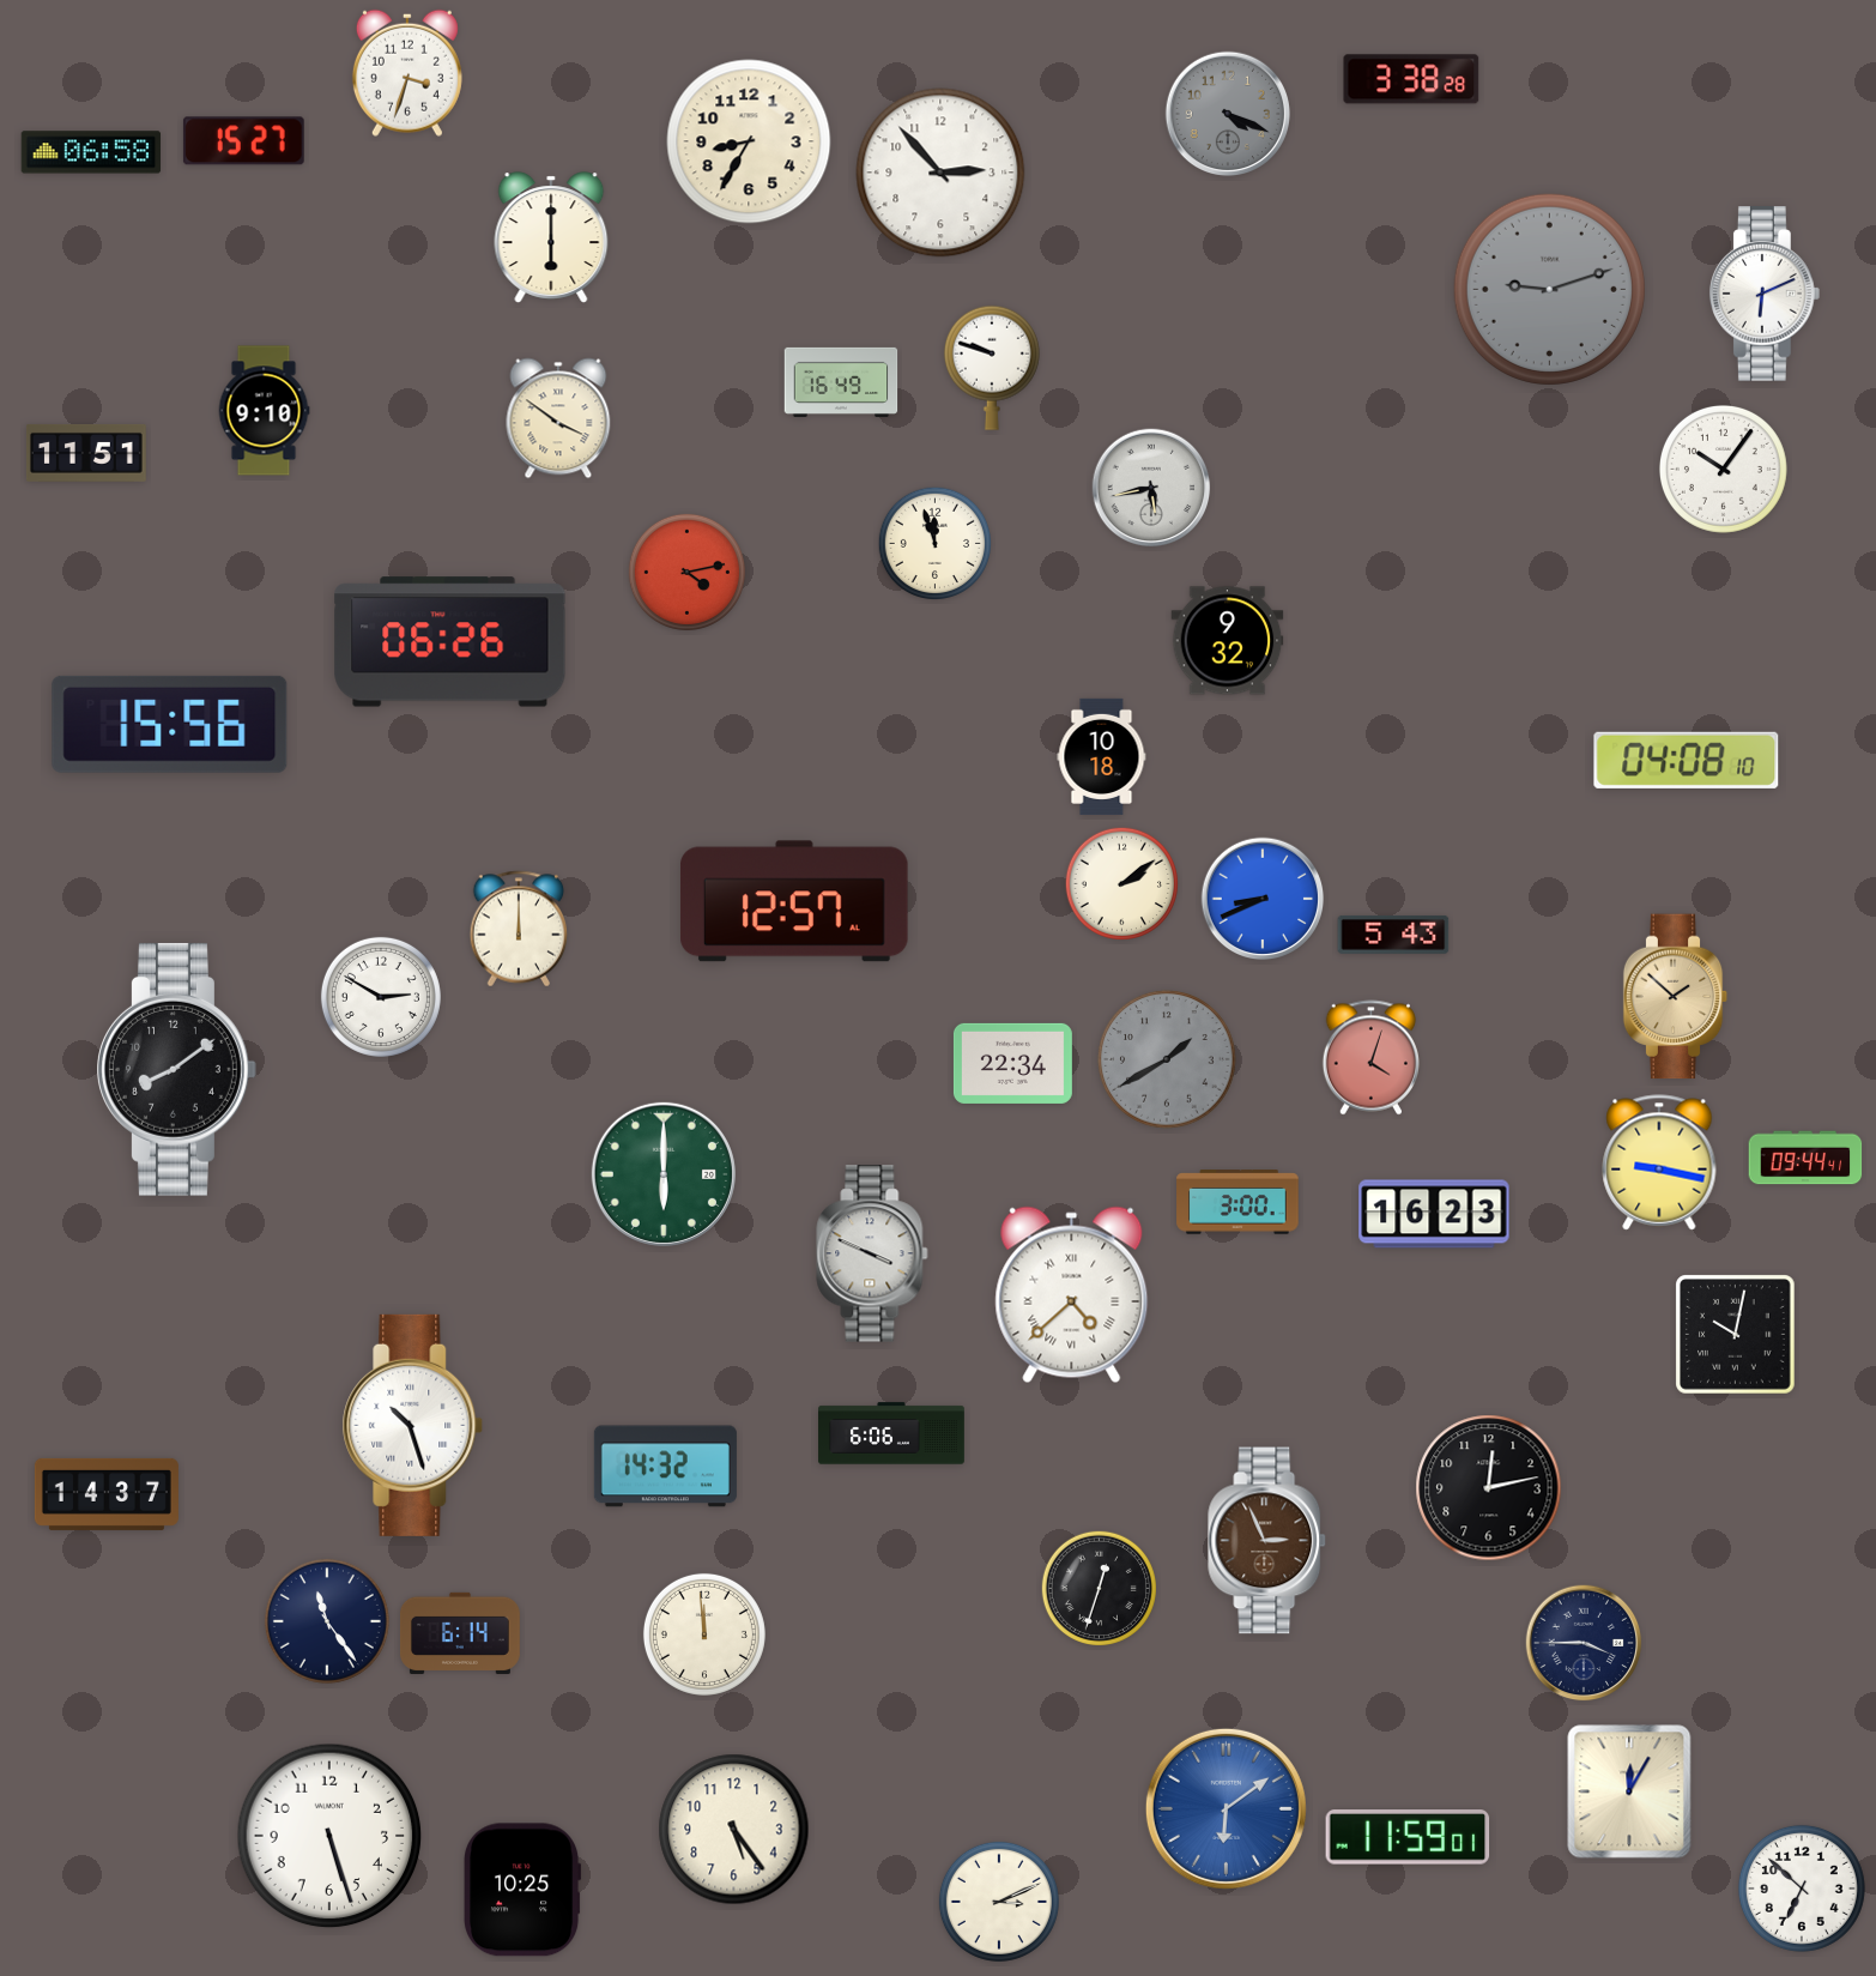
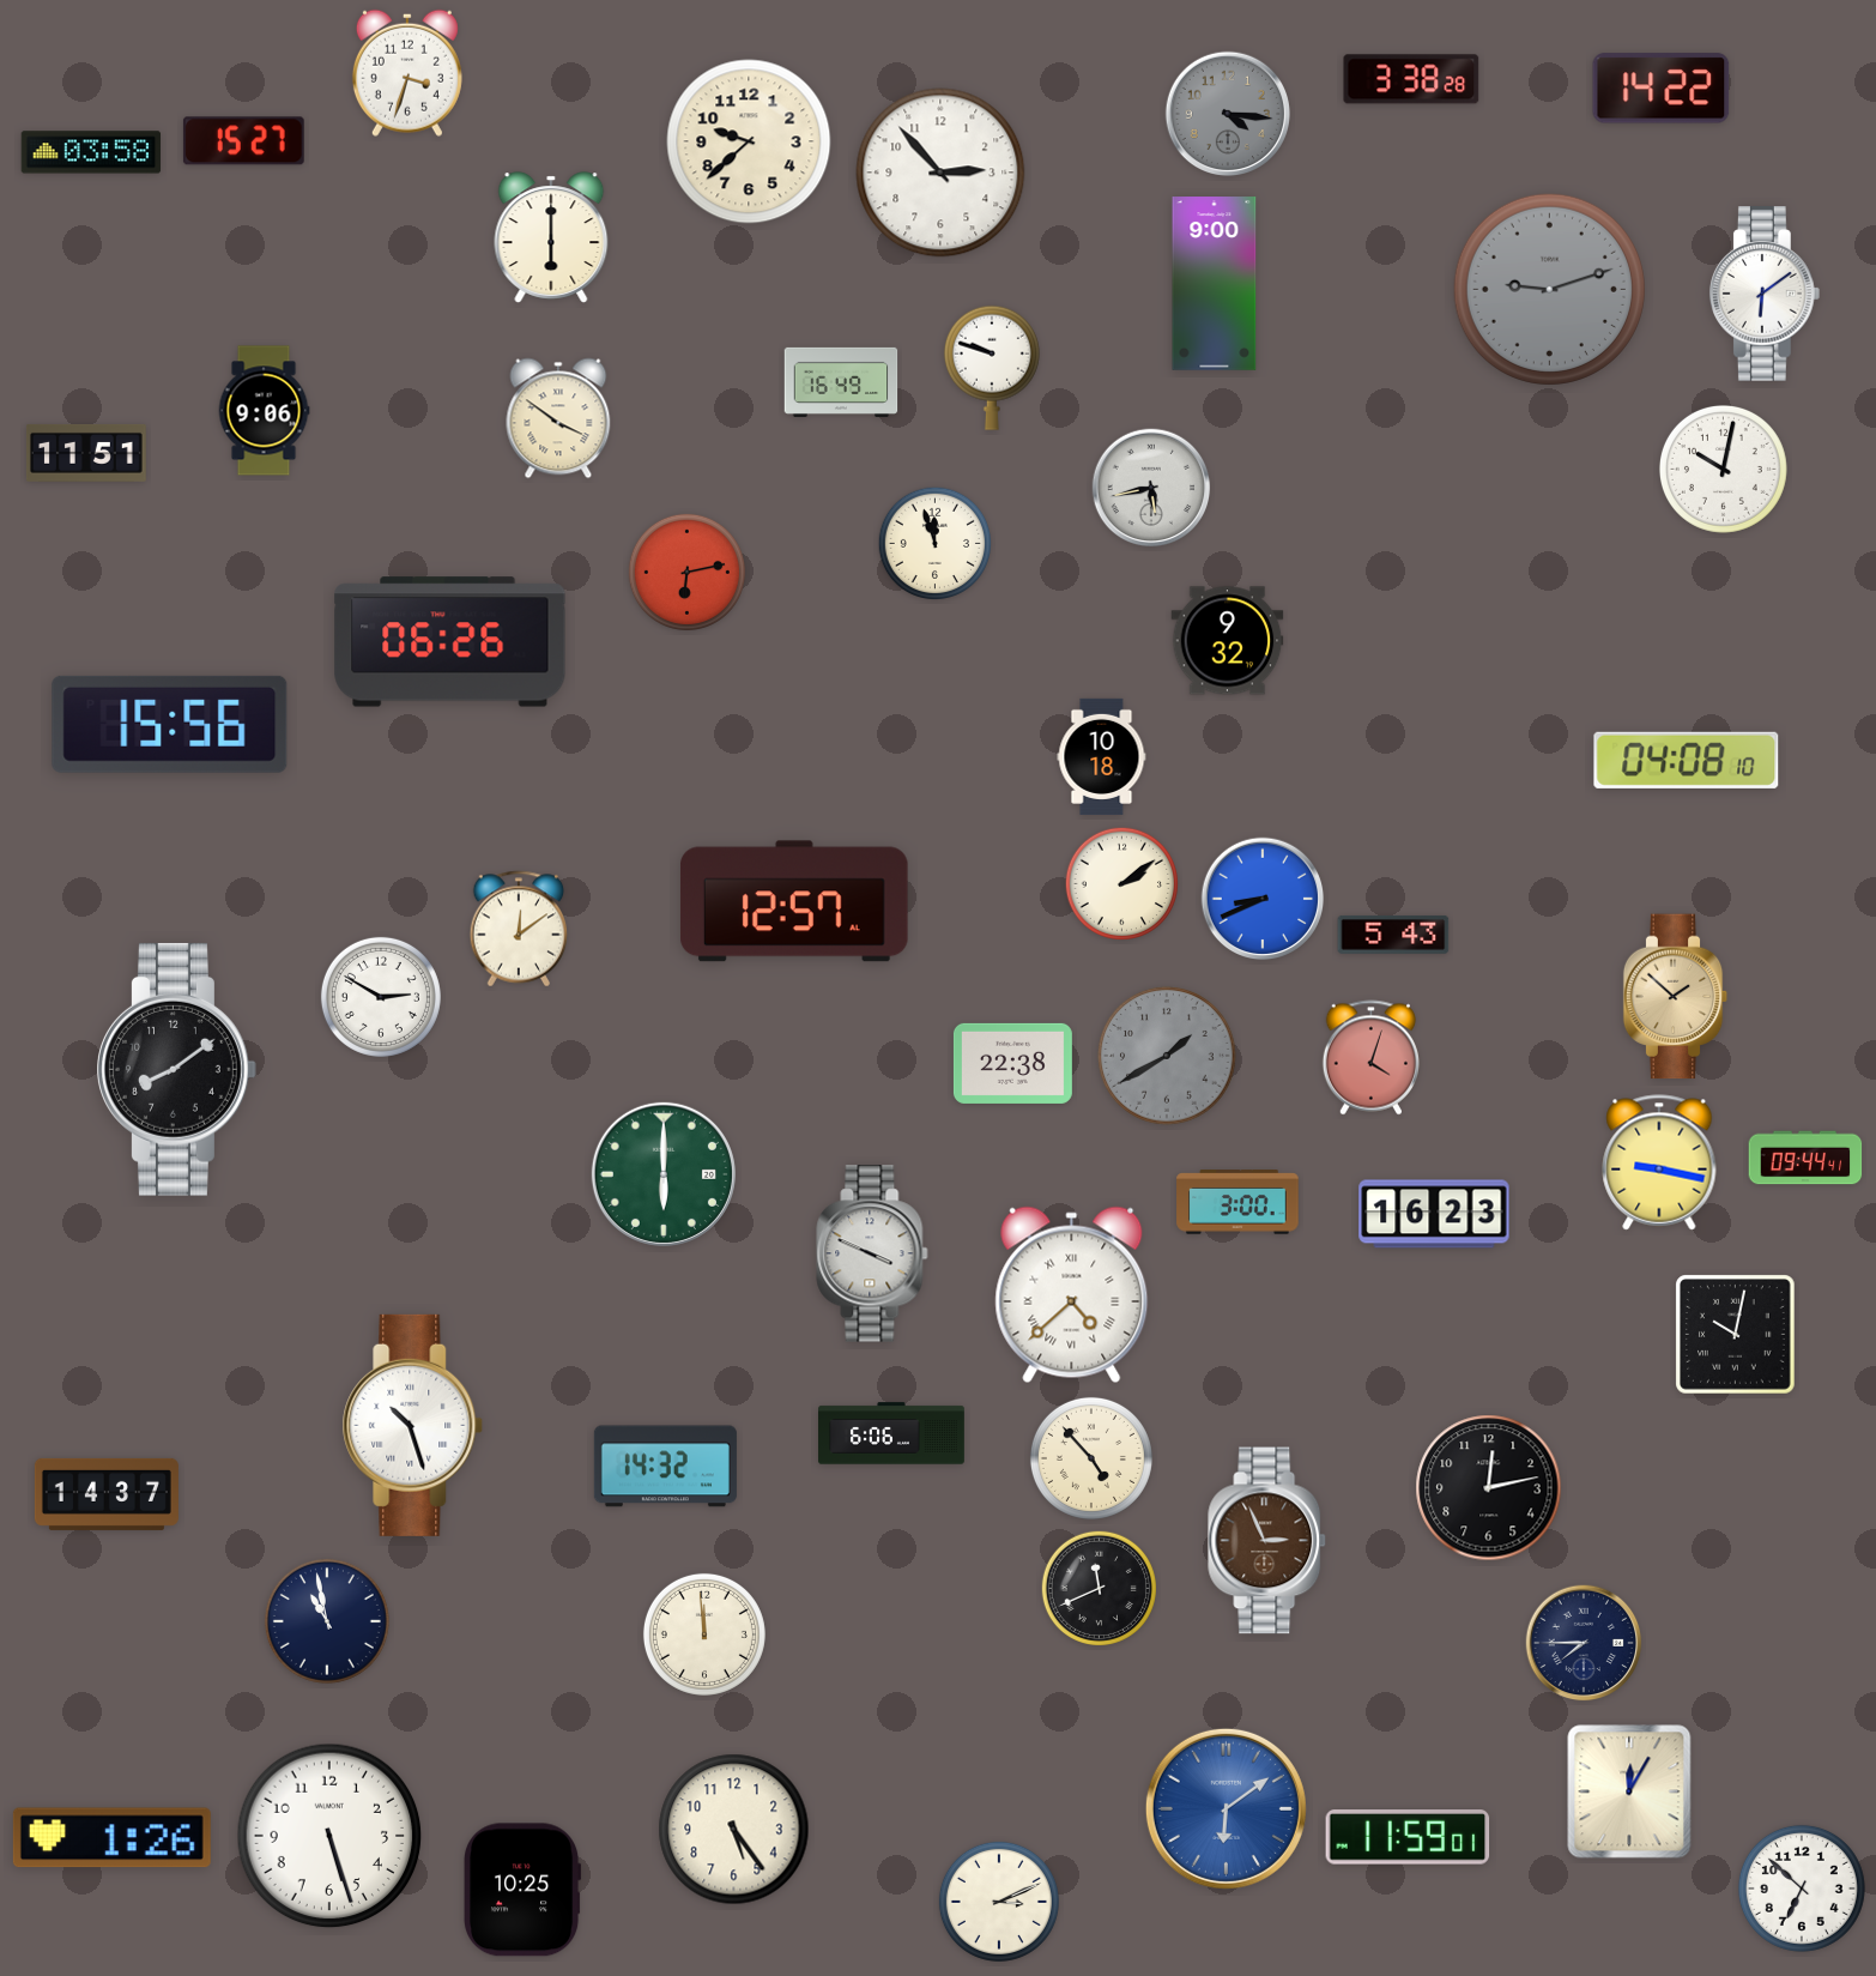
clock at (1662, 89): none -> 14:22
clock at (1228, 114): 4:19 -> 4:16
clock at (749, 141): 8:35 -> 9:38
clock at (91, 152): 06:58 -> 03:58
clock at (1215, 284): none -> 9:00
clock at (1765, 294): 6:11 -> 6:09
clock at (264, 411): 9:10 -> 9:06
clock at (1723, 469): 10:06 -> 10:02
clock at (686, 572): 4:13 -> 6:13
clock at (519, 929): 12:00 -> 12:09
clock at (1167, 1059) position: (1167, 1059) -> (1167, 1056)
clock at (1012, 1063): 22:34 -> 22:38
clock at (1091, 1458): none -> 4:53
clock at (1099, 1588): 12:33 -> 11:41
clock at (327, 1621): 11:24 -> 10:58
clock at (461, 1633): 6:14 -> none
clock at (1584, 1643): 3:45 -> 7:45
clock at (111, 1838): none -> 1:26
